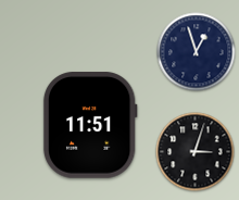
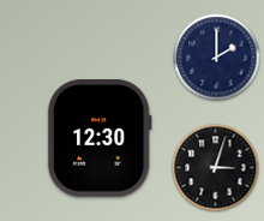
clock at (197, 52): 12:57 -> 2:00
clock at (90, 125): 11:51 -> 12:30
